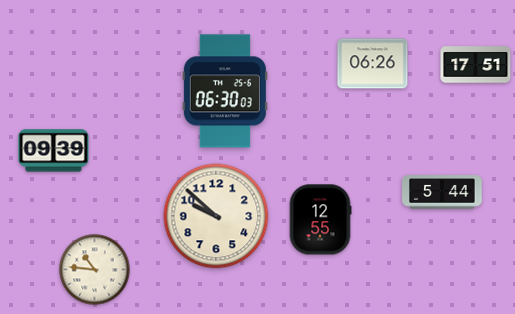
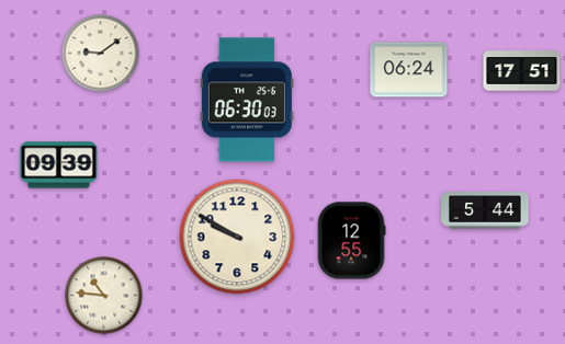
clock at (101, 54): none -> 9:09
clock at (373, 64): 06:26 -> 06:24
clock at (216, 216): 9:52 -> 9:50
